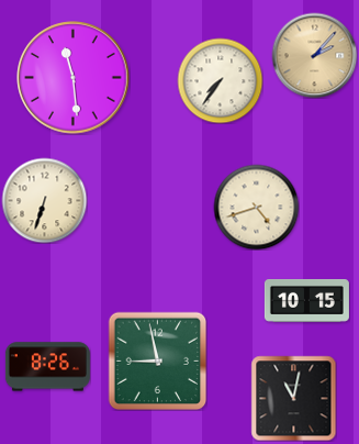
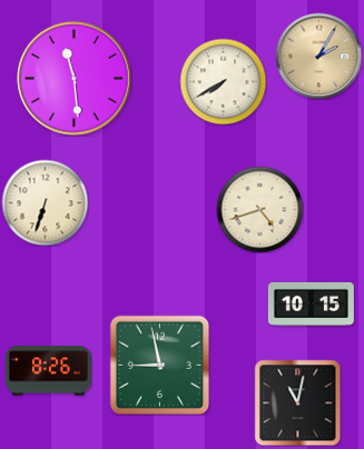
clock at (314, 55): 2:07 -> 2:05
clock at (220, 80): 7:36 -> 7:40
